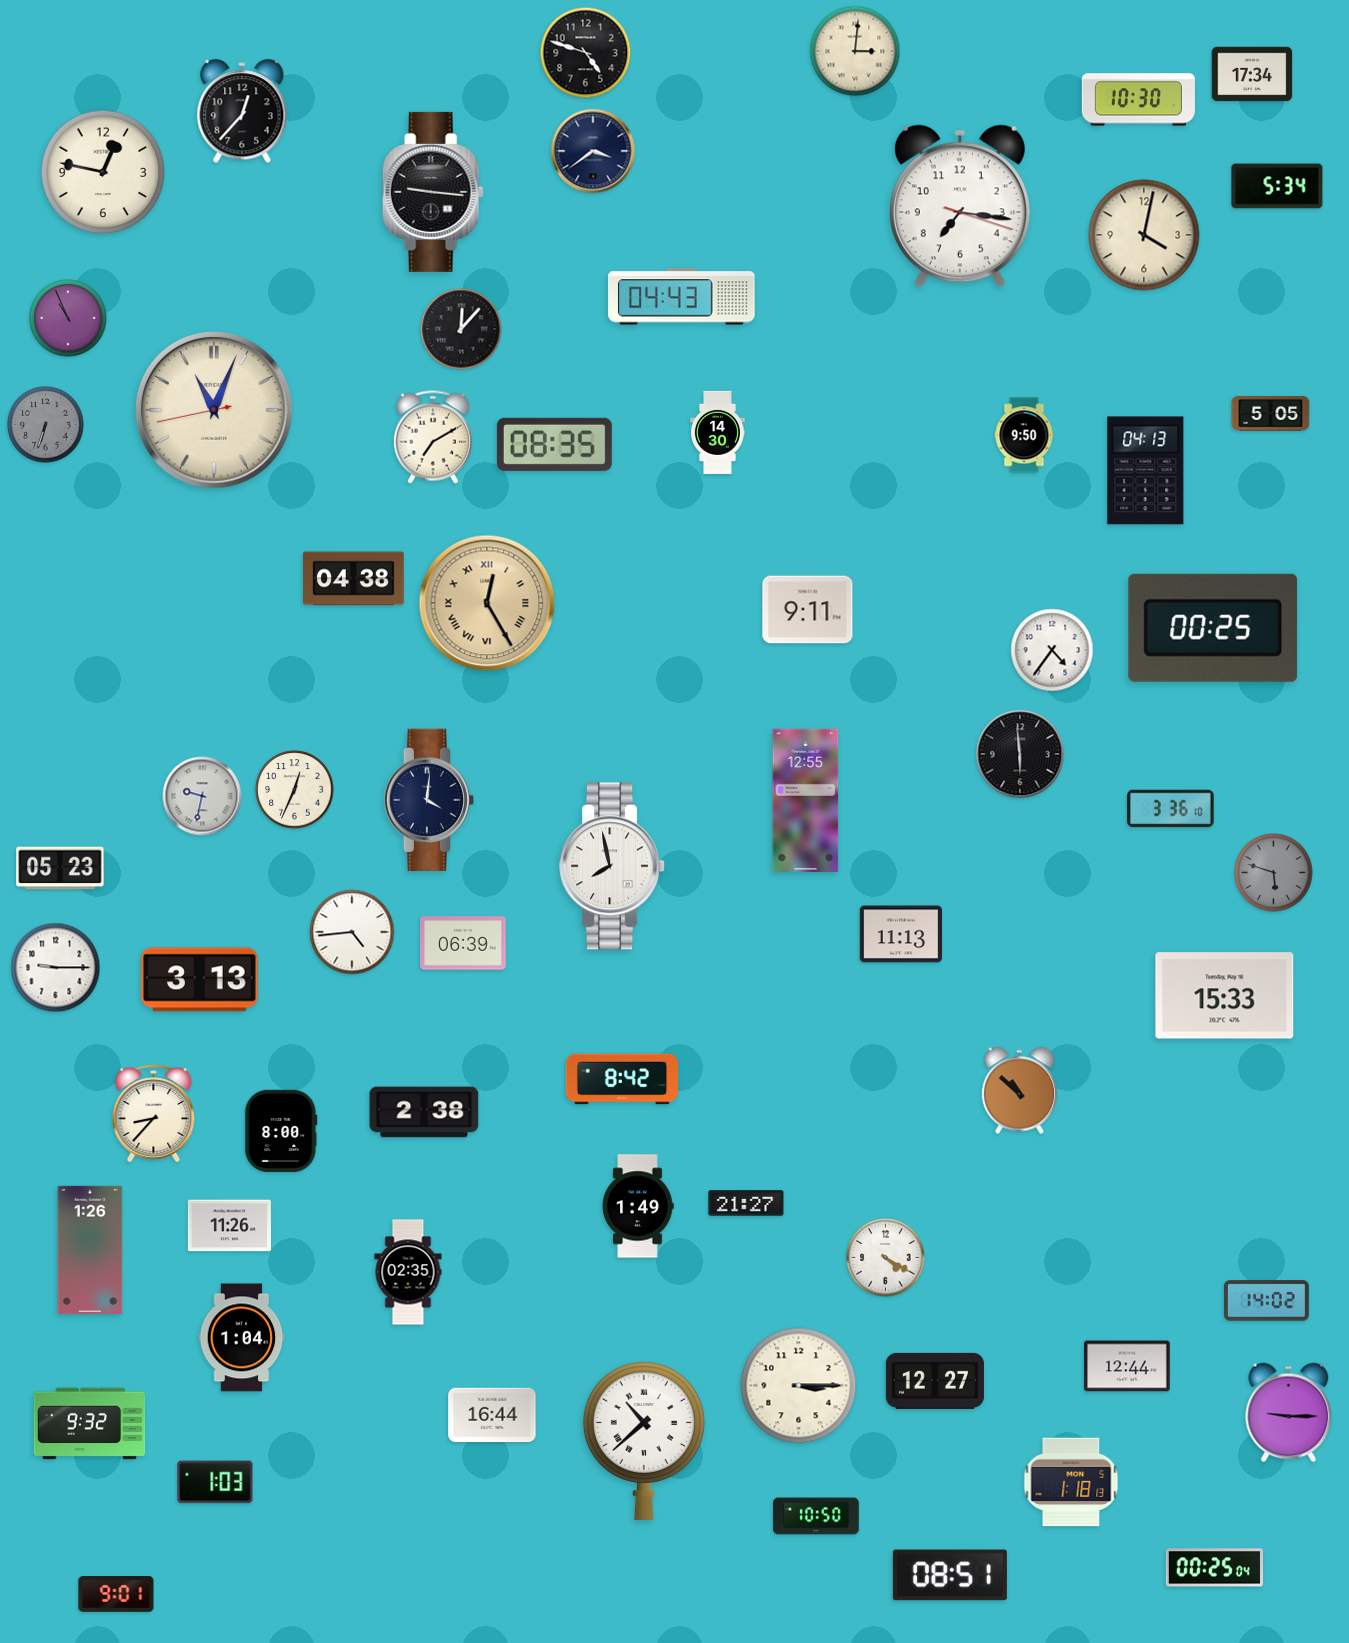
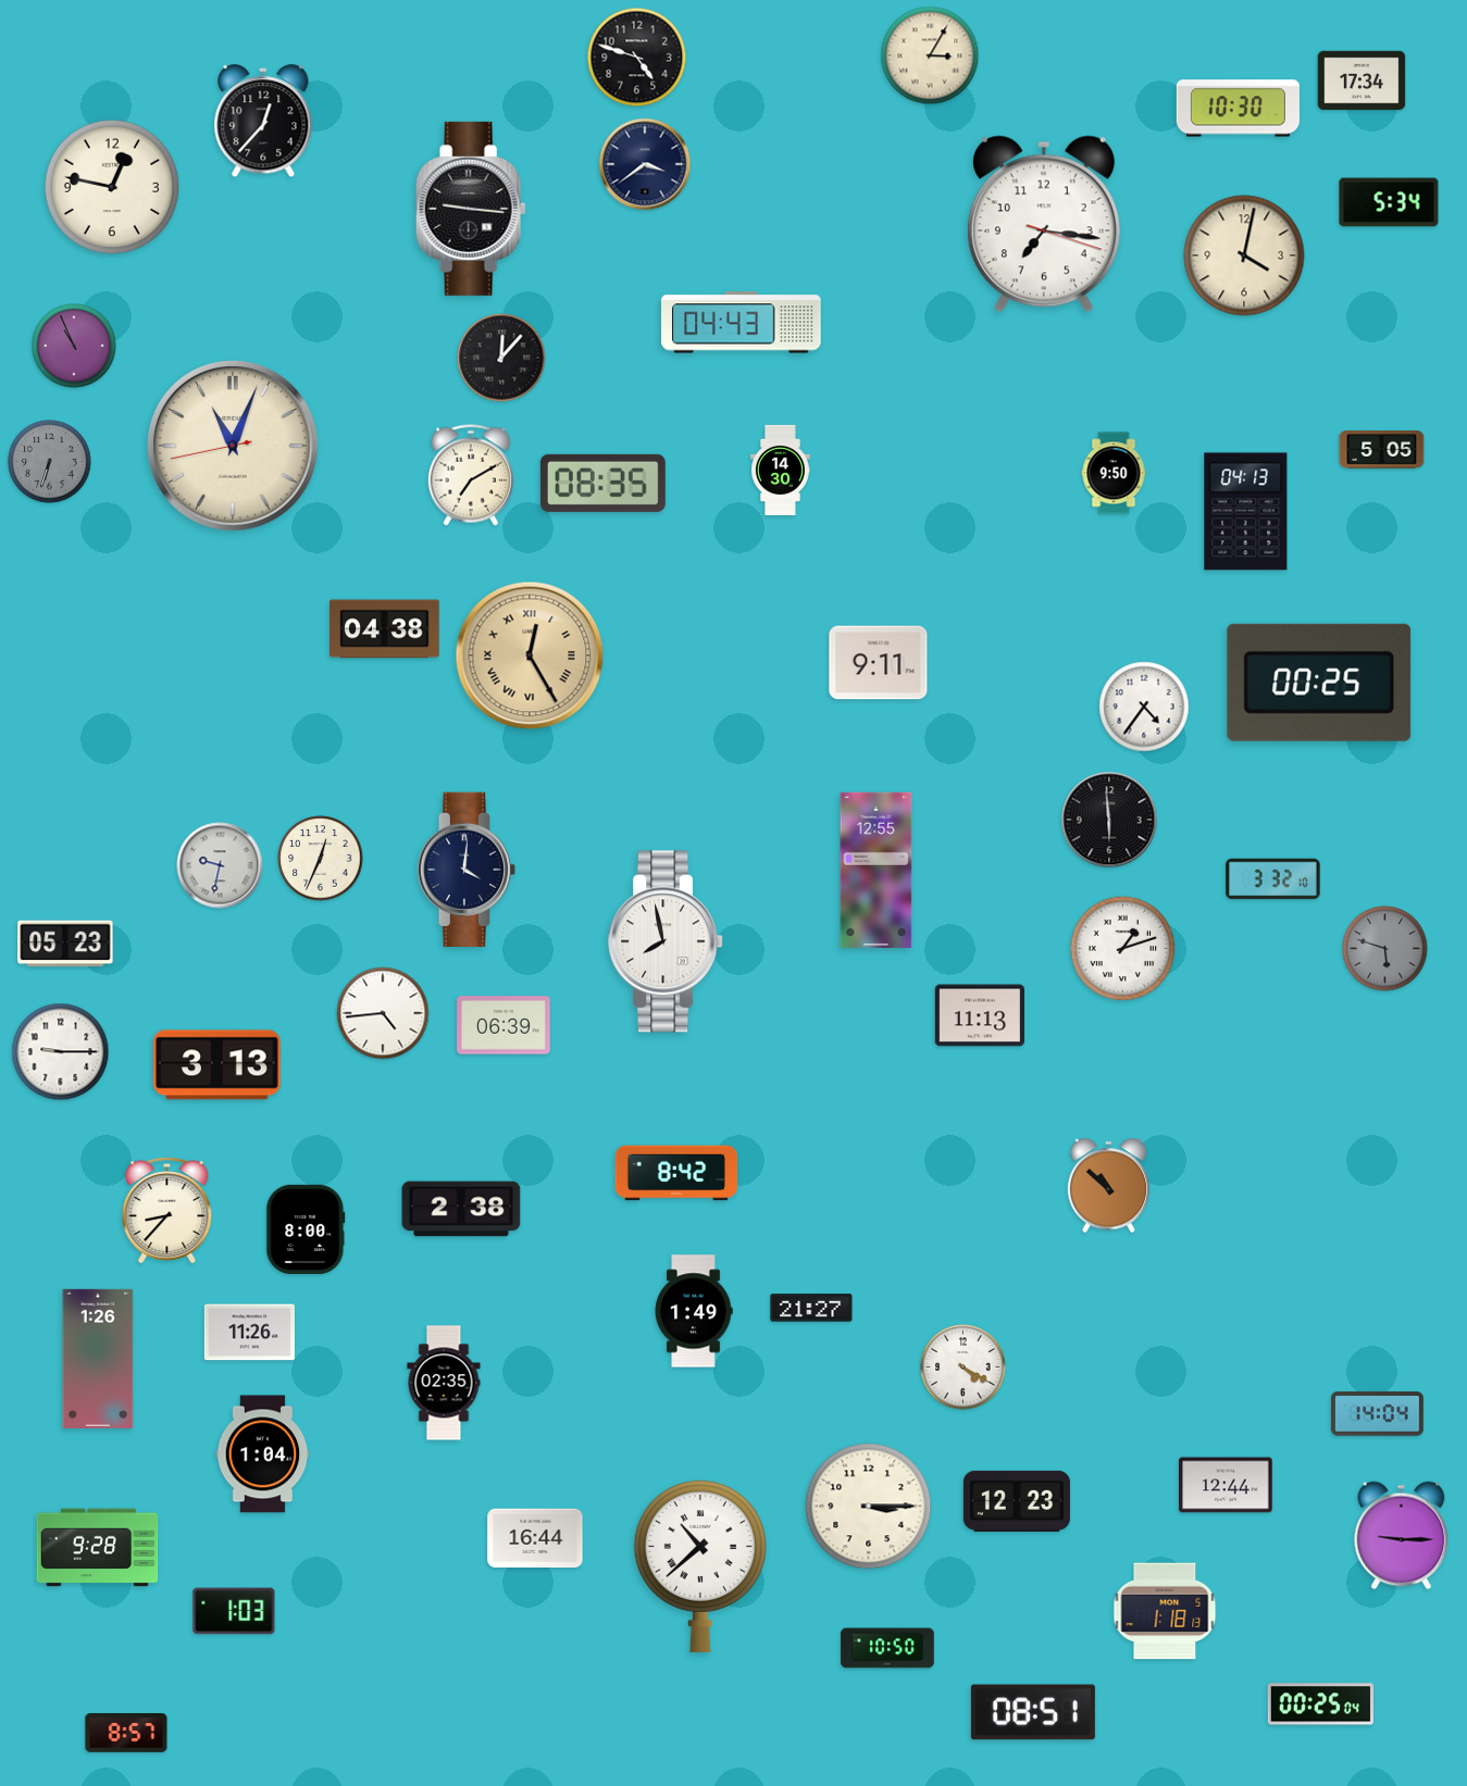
clock at (855, 51): 3:01 -> 3:05
clock at (1171, 809): 3:36 -> 3:32
clock at (1123, 949): none -> 1:12
clock at (1225, 996): 15:33 -> none
clock at (1267, 1301): 14:02 -> 14:04
clock at (935, 1381): 12:27 -> 12:23
clock at (90, 1424): 9:32 -> 9:28
clock at (116, 1595): 9:01 -> 8:57
